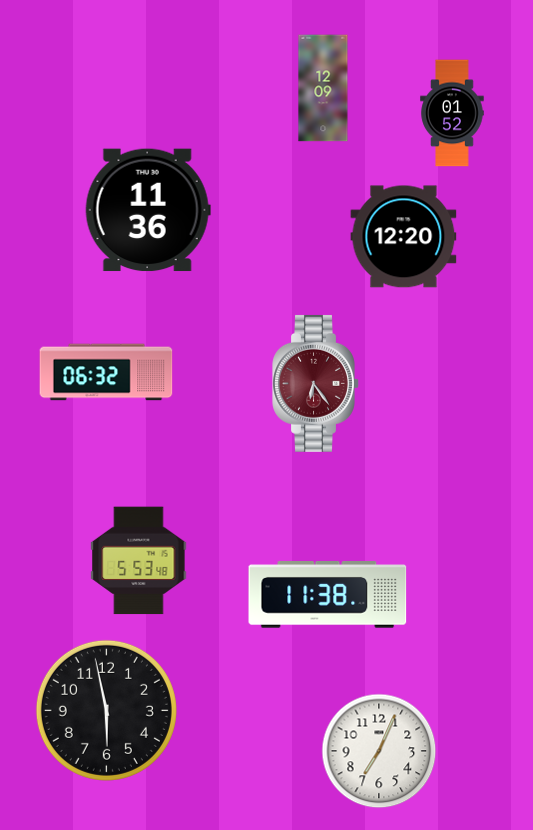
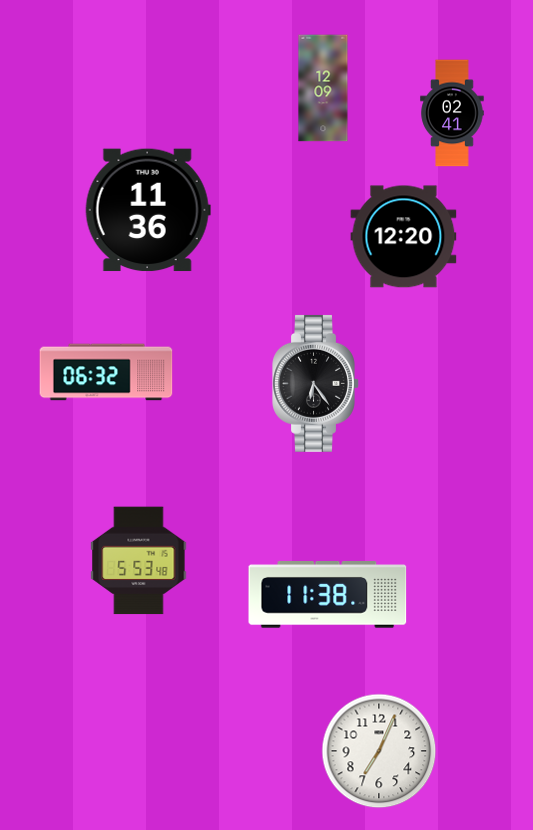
clock at (452, 113): 01:52 -> 02:41
clock at (316, 383) dial: burgundy -> black
clock at (106, 710): 5:58 -> none
